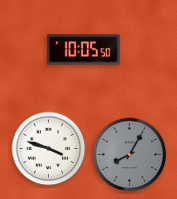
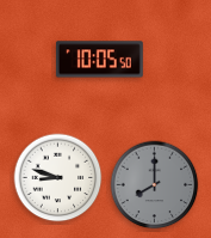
clock at (49, 149): 3:48 -> 8:48
clock at (130, 155): 8:05 -> 8:00
